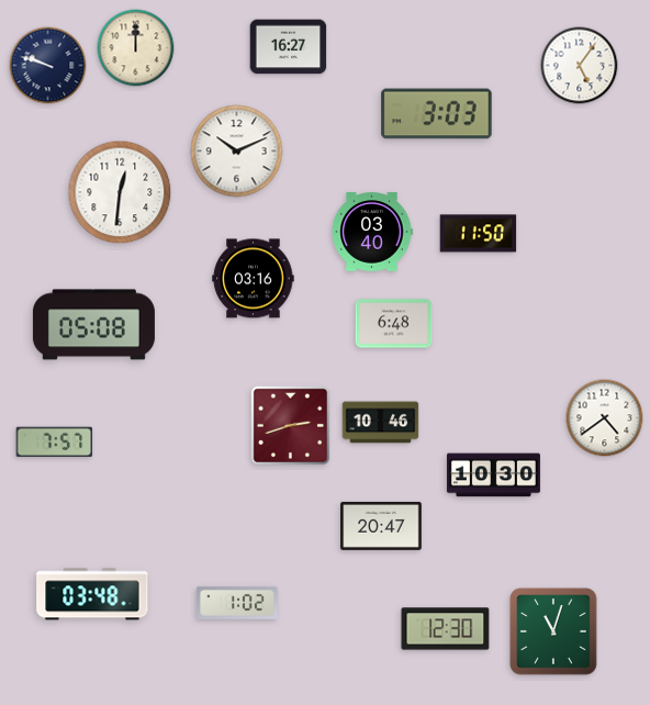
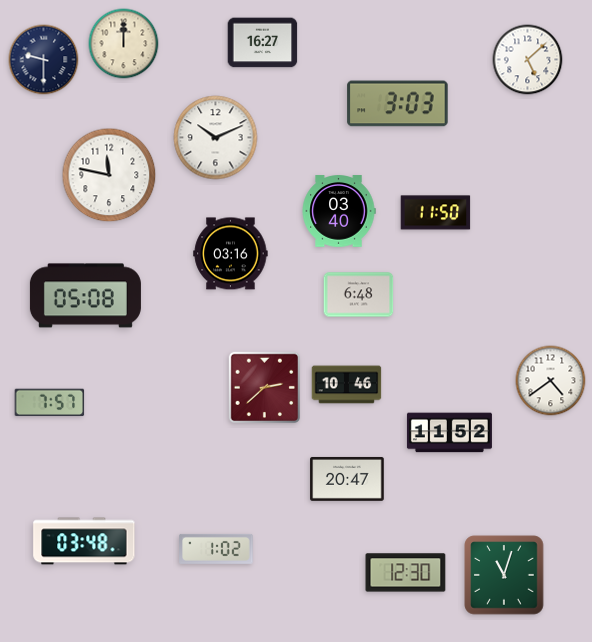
clock at (48, 66): 9:48 -> 9:30
clock at (580, 66): 5:06 -> 5:08
clock at (120, 192): 12:31 -> 11:47
clock at (291, 426): 2:42 -> 2:38
clock at (493, 475): 10:30 -> 11:52
